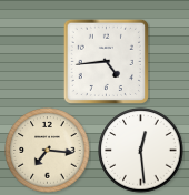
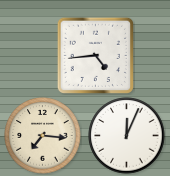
clock at (141, 151): 12:29 -> 12:04
